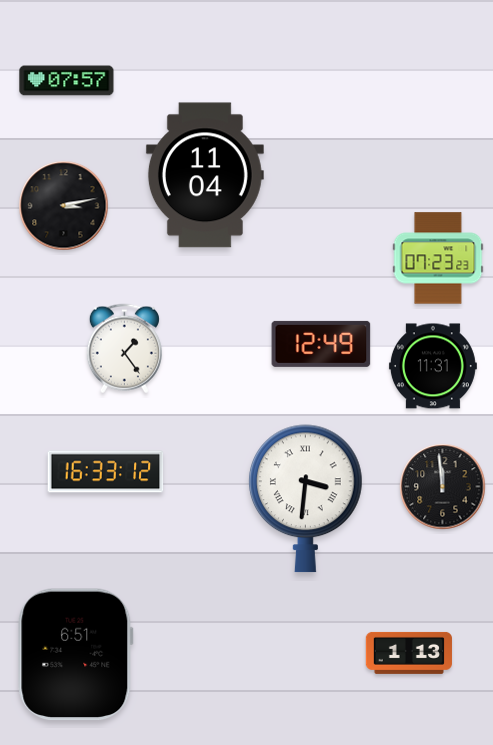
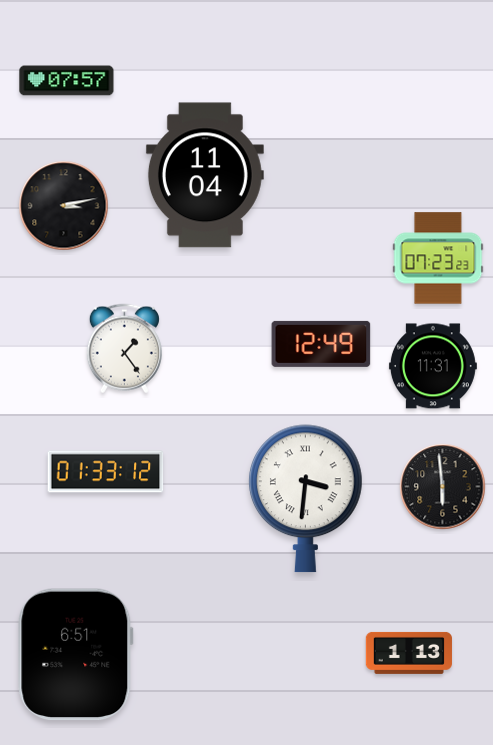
clock at (106, 472): 16:33 -> 01:33
clock at (443, 487): 11:59 -> 5:59
